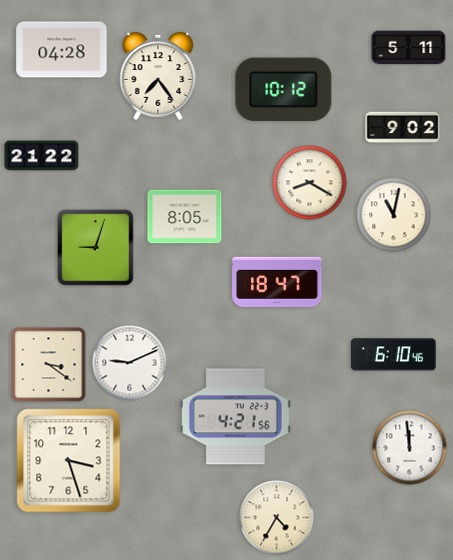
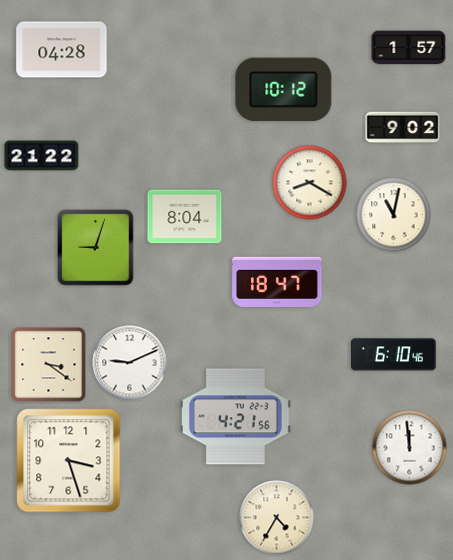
clock at (409, 48): 5:11 -> 1:57
clock at (158, 76): 7:24 -> none
clock at (185, 217): 8:05 -> 8:04
